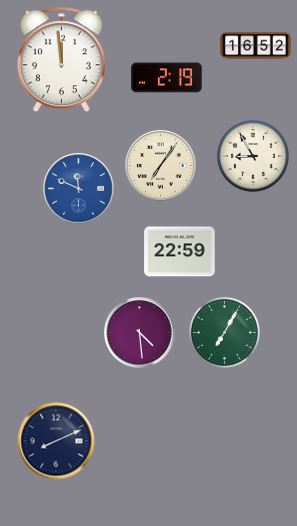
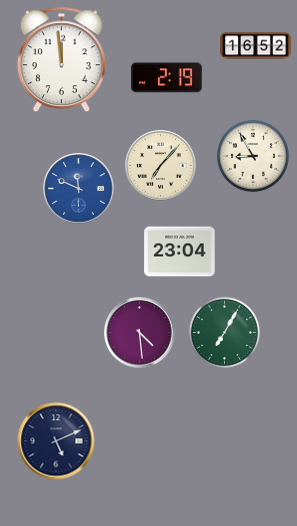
clock at (161, 166): 7:06 -> 7:07
clock at (180, 252): 22:59 -> 23:04
clock at (56, 441): 8:11 -> 5:11
